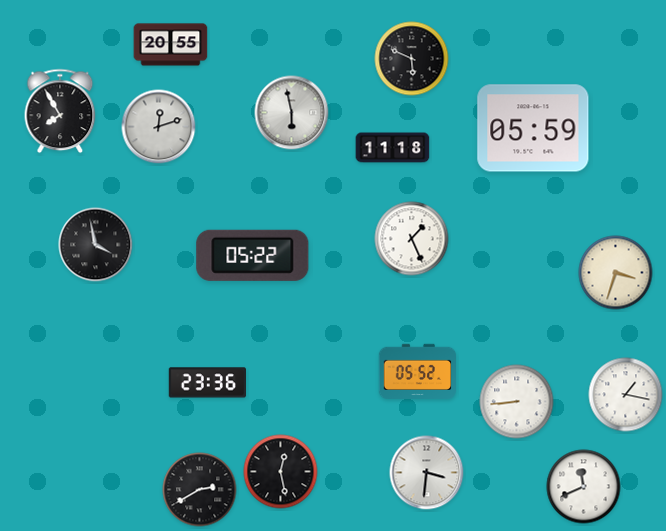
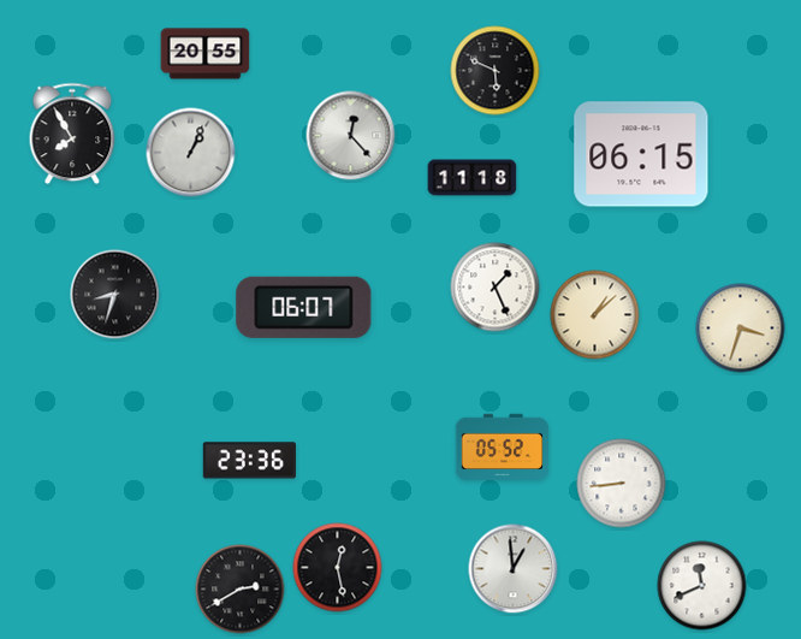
clock at (292, 113): 5:58 -> 12:23
clock at (159, 127): 12:12 -> 1:04
clock at (533, 128): 05:59 -> 06:15
clock at (96, 245): 3:58 -> 8:33
clock at (253, 255): 05:22 -> 06:07
clock at (595, 315): none -> 1:08
clock at (626, 395): 1:17 -> none
clock at (427, 473): 3:31 -> 12:59
